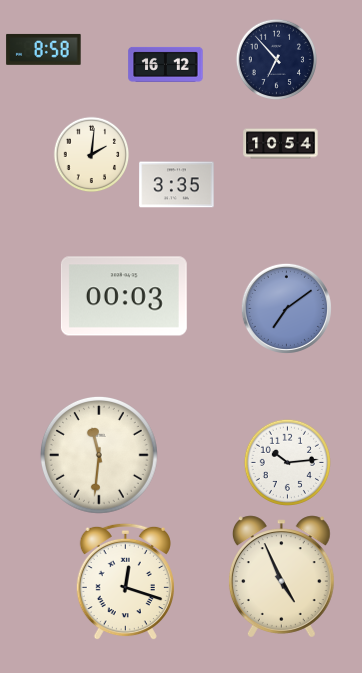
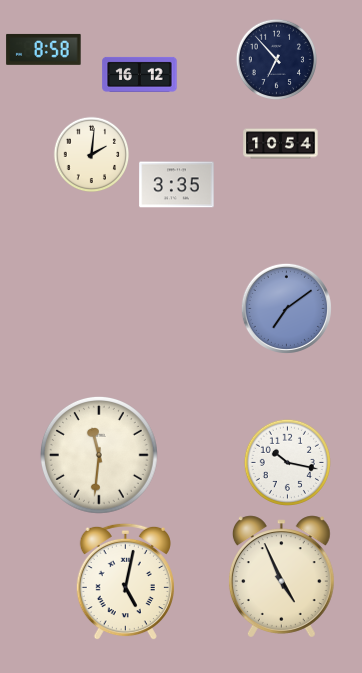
clock at (166, 64) position: (166, 64) -> (140, 74)
clock at (124, 296): 00:03 -> none
clock at (287, 462): 10:14 -> 10:17
clock at (125, 582): 12:18 -> 5:02
